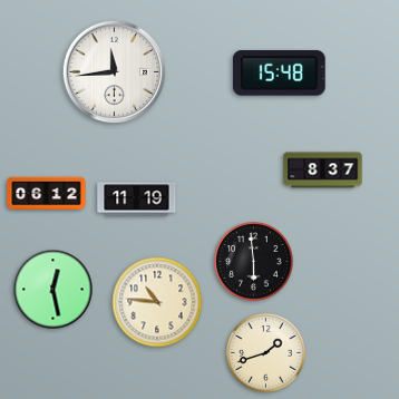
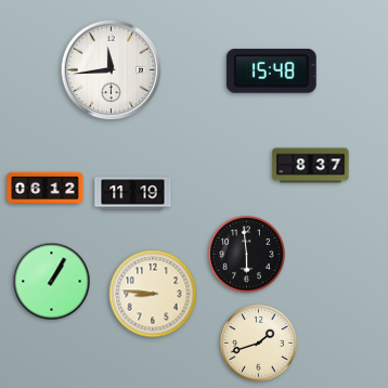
clock at (323, 171) position: (323, 171) -> (311, 166)
clock at (53, 290): 12:28 -> 1:05
clock at (157, 302): 10:46 -> 8:46
